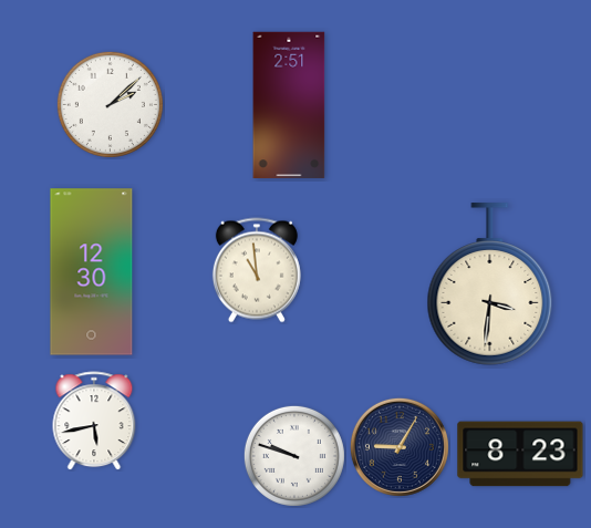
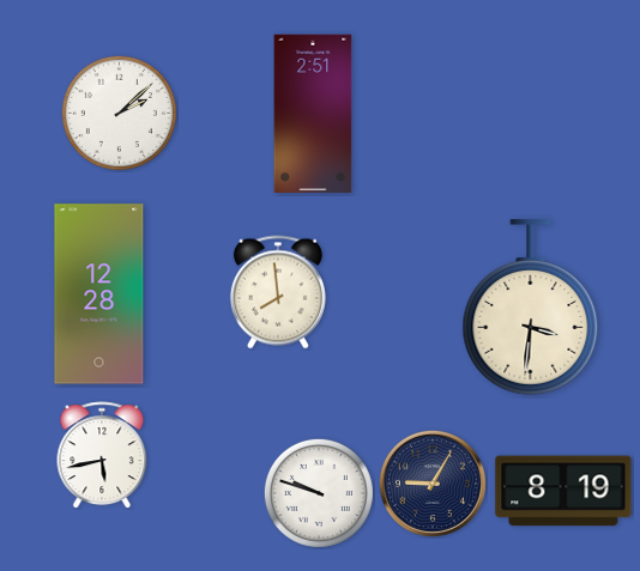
clock at (257, 270): 10:59 -> 7:59
clock at (92, 272): 12:30 -> 12:28
clock at (520, 454): 8:23 -> 8:19
